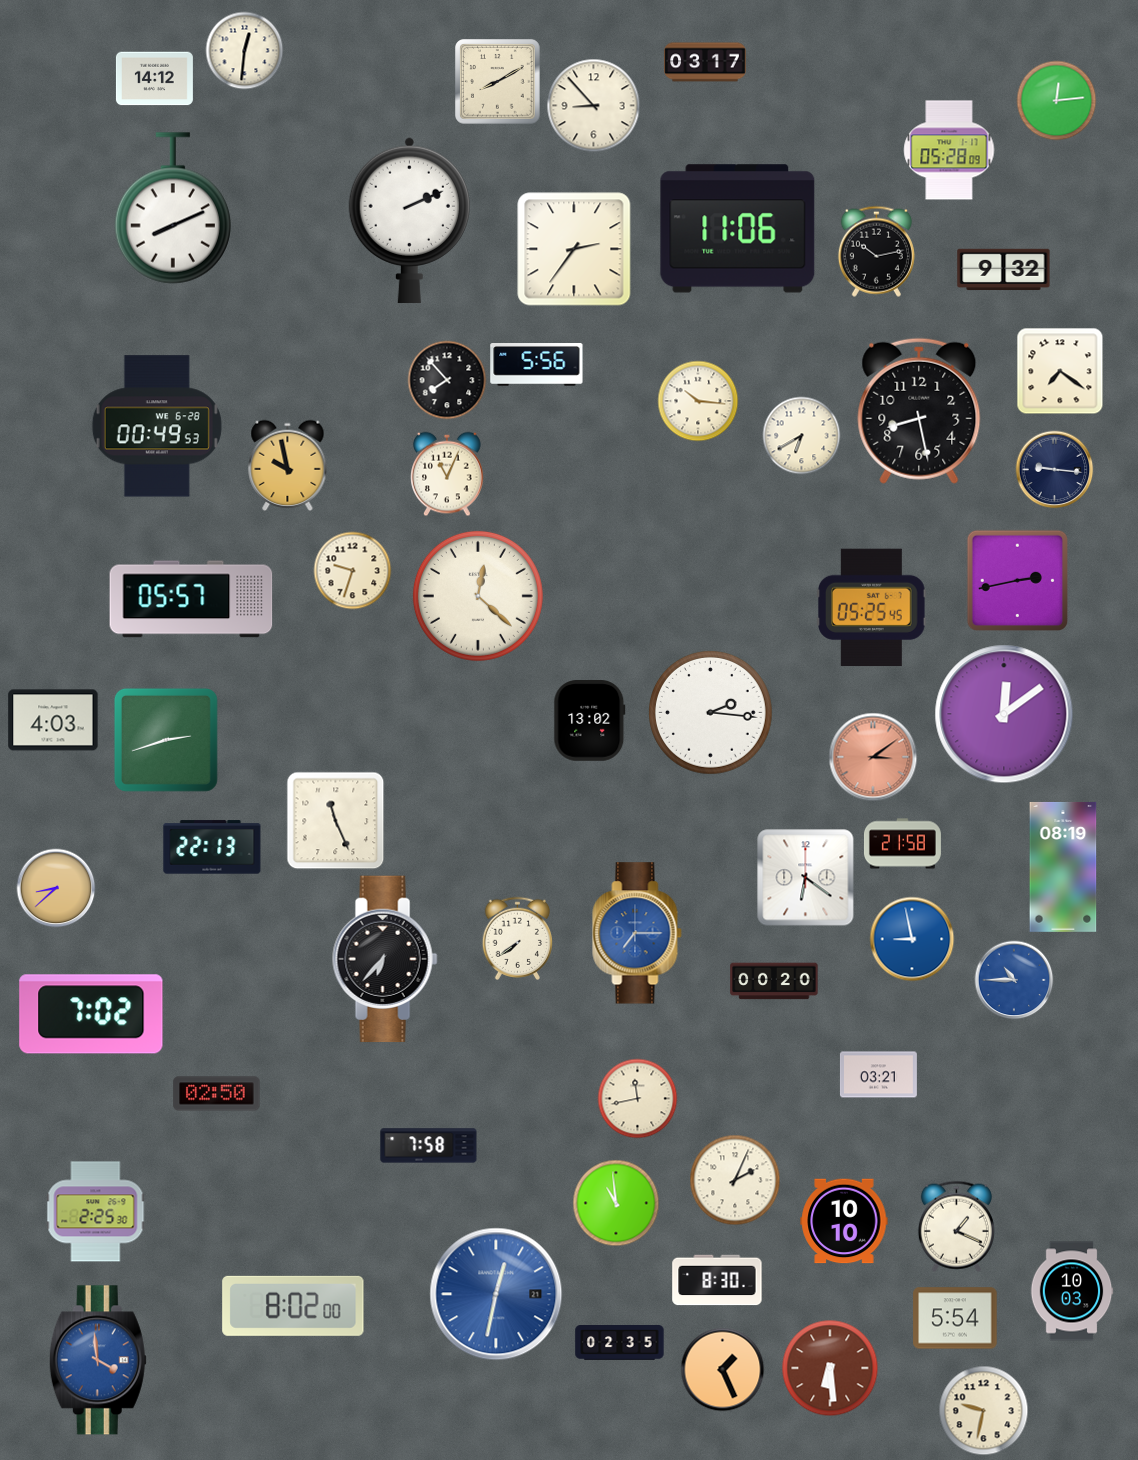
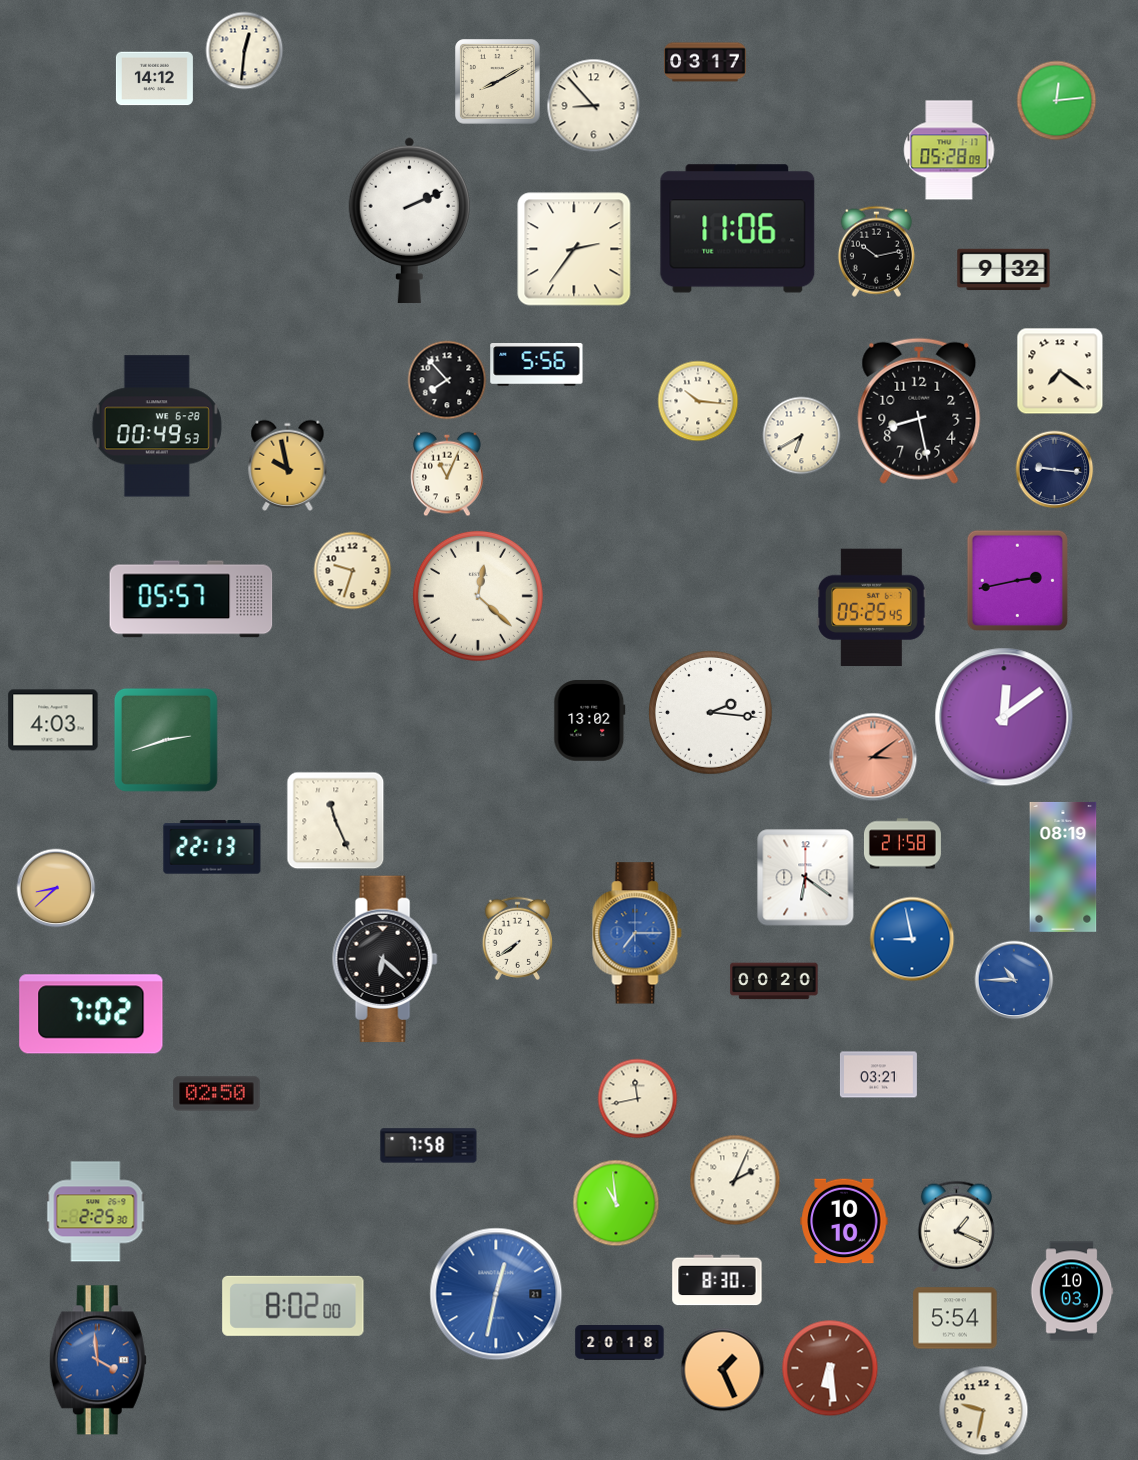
clock at (173, 208): 8:11 -> none
clock at (1004, 714) position: (1004, 714) -> (1004, 717)
clock at (385, 959): 6:37 -> 6:22
clock at (620, 1343): 02:35 -> 20:18
